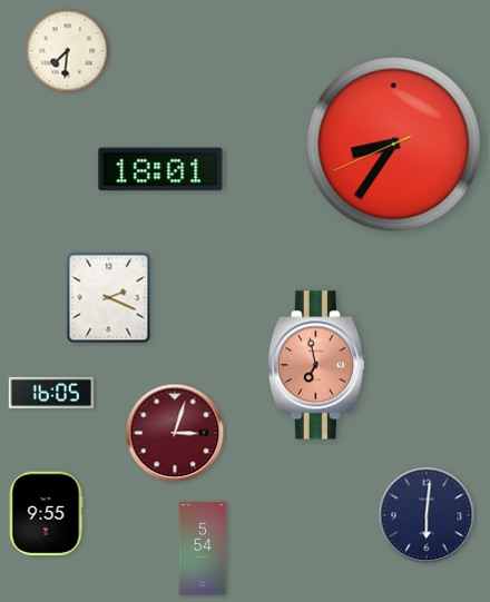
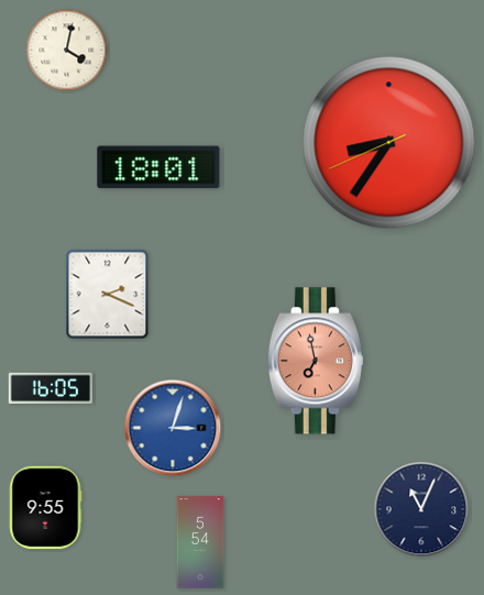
clock at (68, 51): 7:31 -> 4:02
clock at (316, 365) position: (316, 365) -> (316, 361)
clock at (175, 433) dial: burgundy -> blue
clock at (427, 515): 6:01 -> 11:04
